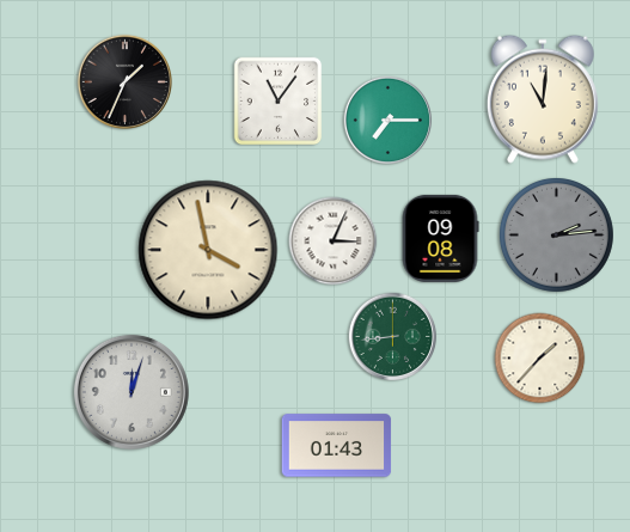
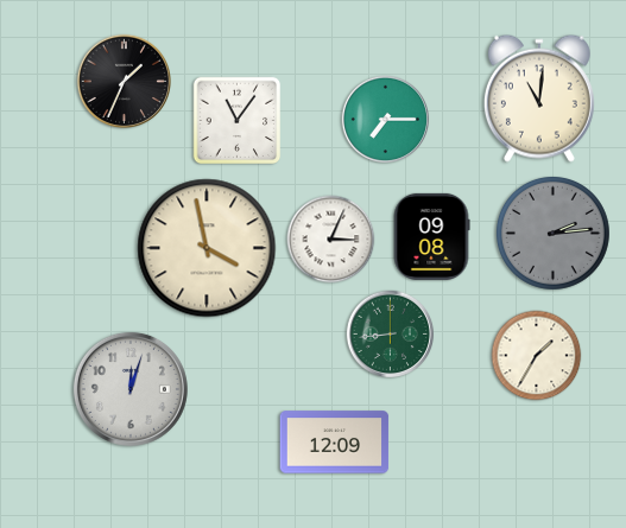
clock at (279, 102) position: (279, 102) -> (238, 121)
clock at (440, 238) position: (440, 238) -> (431, 236)
clock at (540, 359): 1:37 -> 1:35
clock at (337, 446): 01:43 -> 12:09
